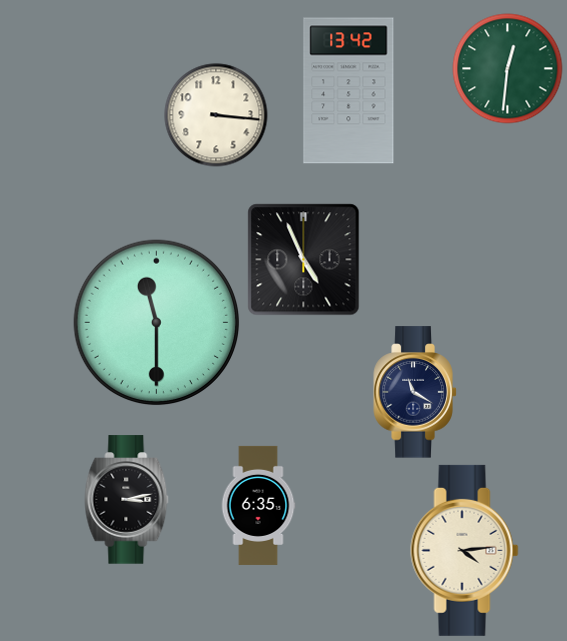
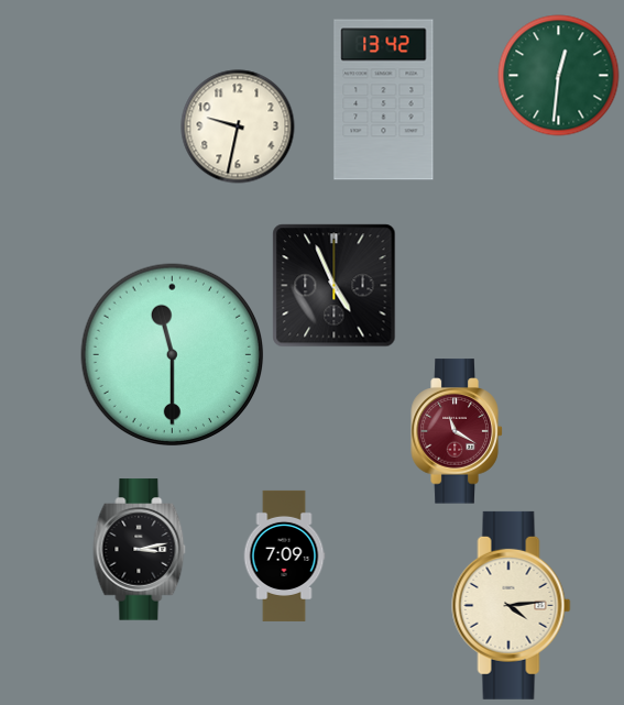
clock at (216, 115): 3:16 -> 9:32
clock at (415, 392) dial: navy -> burgundy
clock at (258, 505): 6:35 -> 7:09
